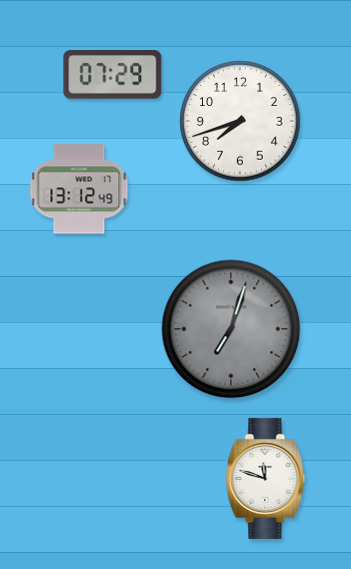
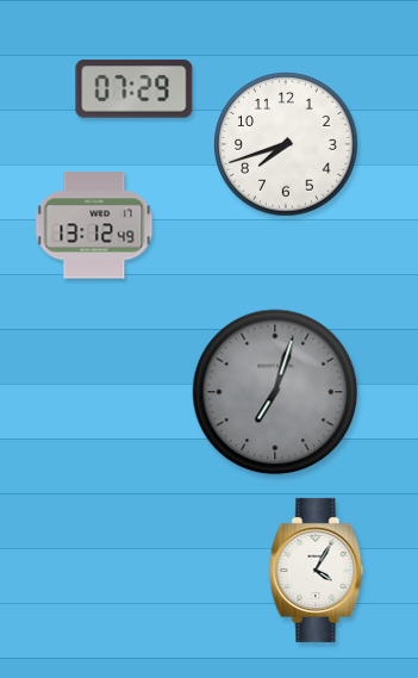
clock at (266, 478): 11:48 -> 4:05
